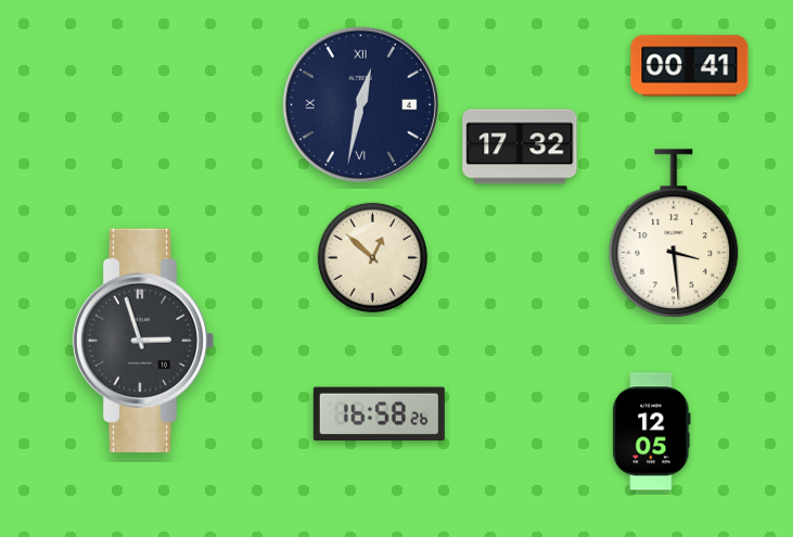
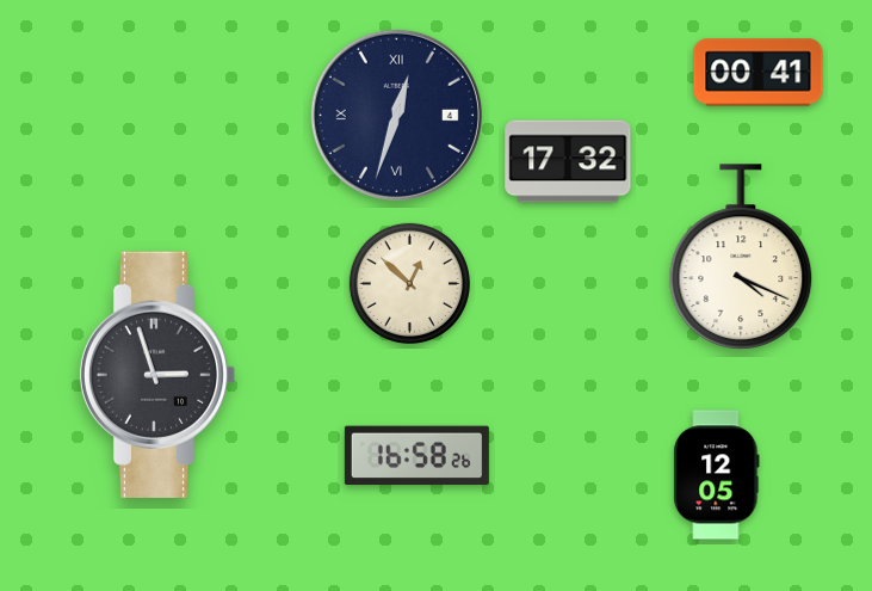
clock at (360, 104): 12:32 -> 12:33
clock at (520, 146) position: (520, 146) -> (568, 161)
clock at (674, 233): 3:29 -> 4:19
